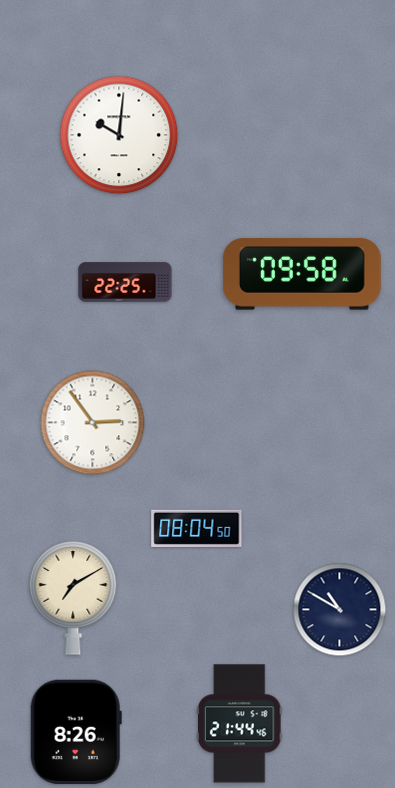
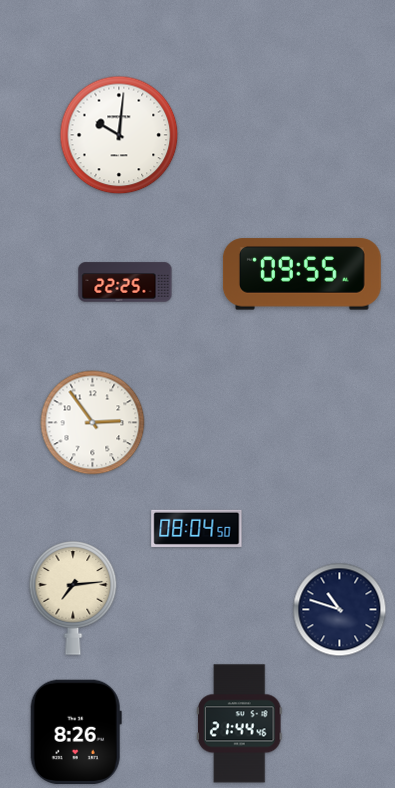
clock at (302, 274): 09:58 -> 09:55
clock at (73, 598): 7:10 -> 7:14
clock at (340, 610): 10:50 -> 10:48
